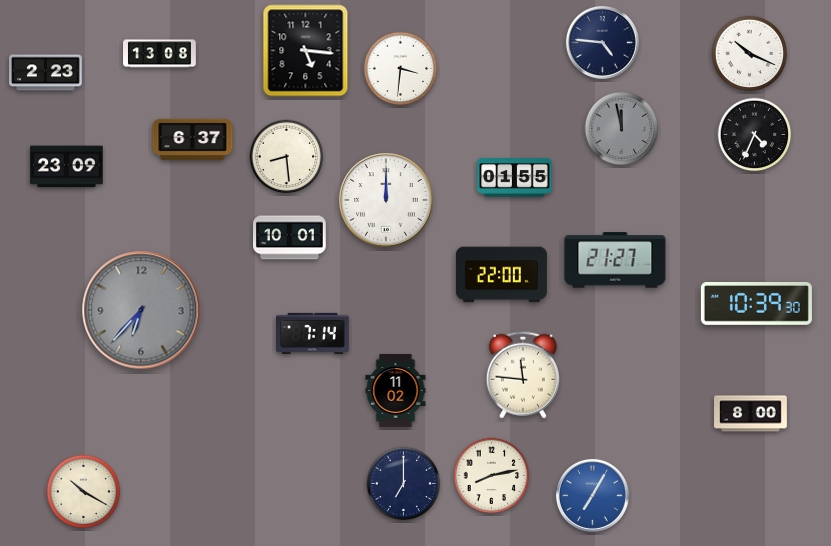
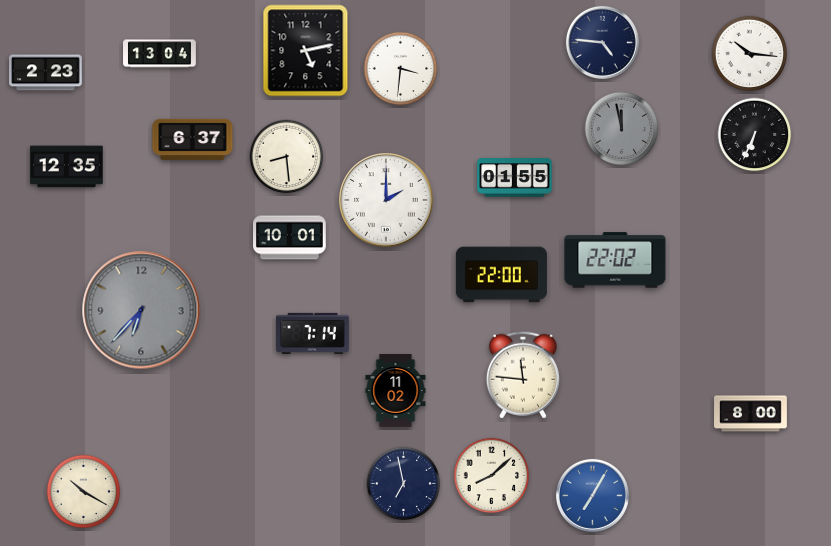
clock at (306, 51): 5:16 -> 5:13
clock at (160, 54): 13:08 -> 13:04
clock at (750, 54): 10:19 -> 10:16
clock at (755, 135): 4:34 -> 6:34
clock at (67, 167): 23:09 -> 12:35
clock at (386, 200): 12:00 -> 2:00
clock at (615, 260): 21:27 -> 22:02
clock at (756, 304): 10:39 -> none
clock at (492, 476): 8:13 -> 8:08
clock at (404, 484): 7:00 -> 6:58
